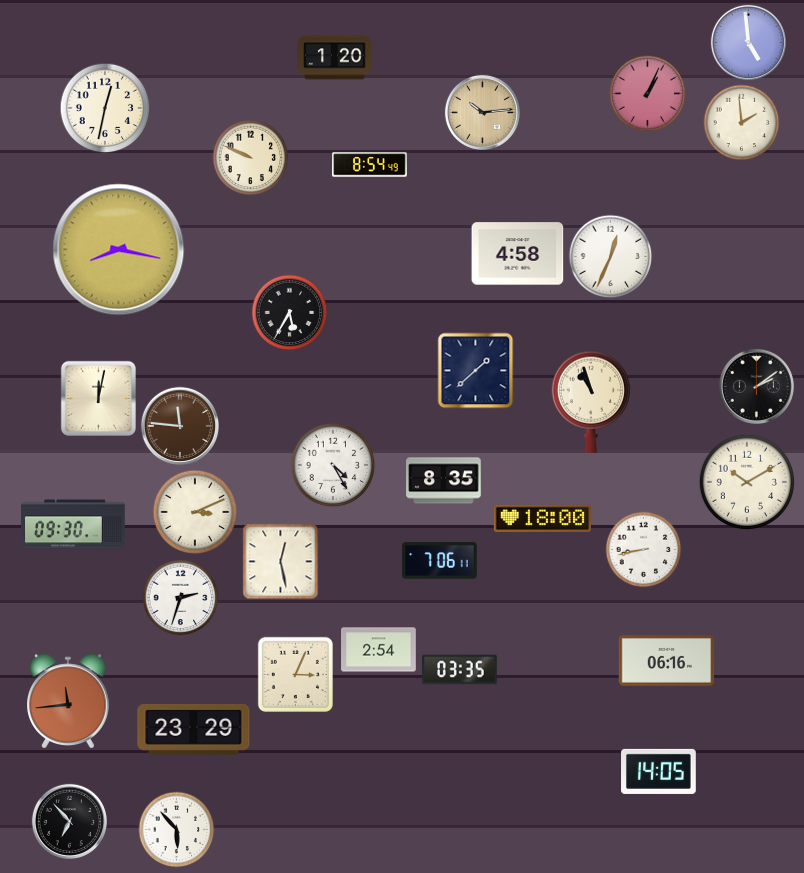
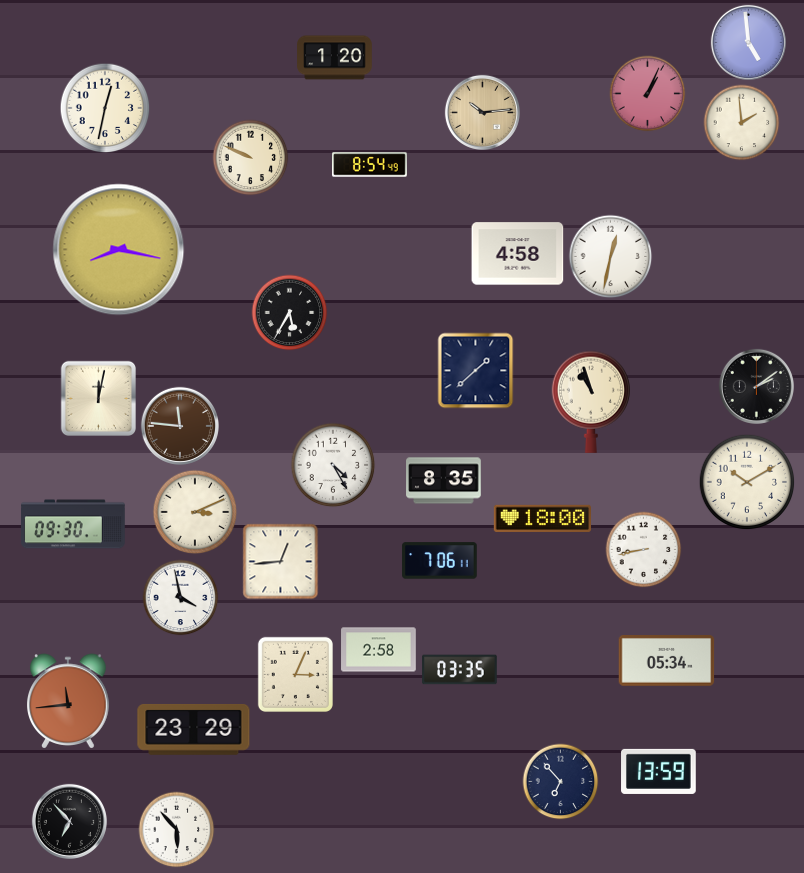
clock at (611, 257): 12:34 -> 12:32
clock at (281, 562): 12:28 -> 12:44
clock at (181, 598): 2:33 -> 3:58
clock at (379, 650): 2:54 -> 2:58
clock at (667, 661): 06:16 -> 05:34
clock at (659, 771): 14:05 -> 13:59
clock at (561, 782): none -> 6:53
